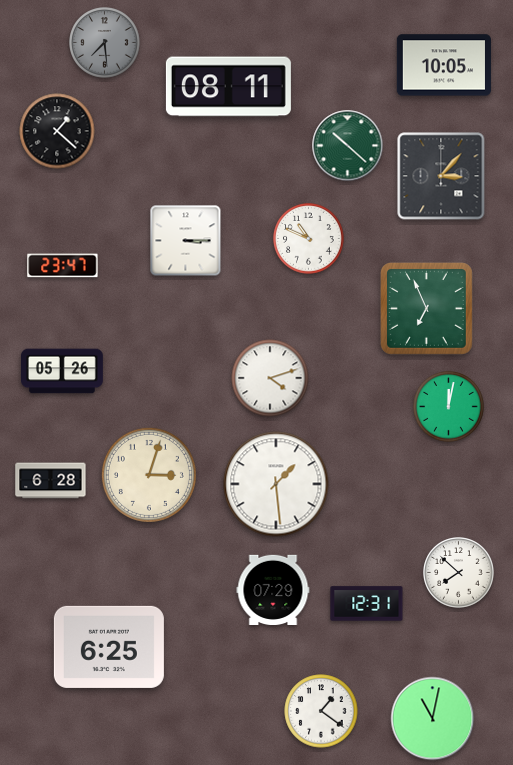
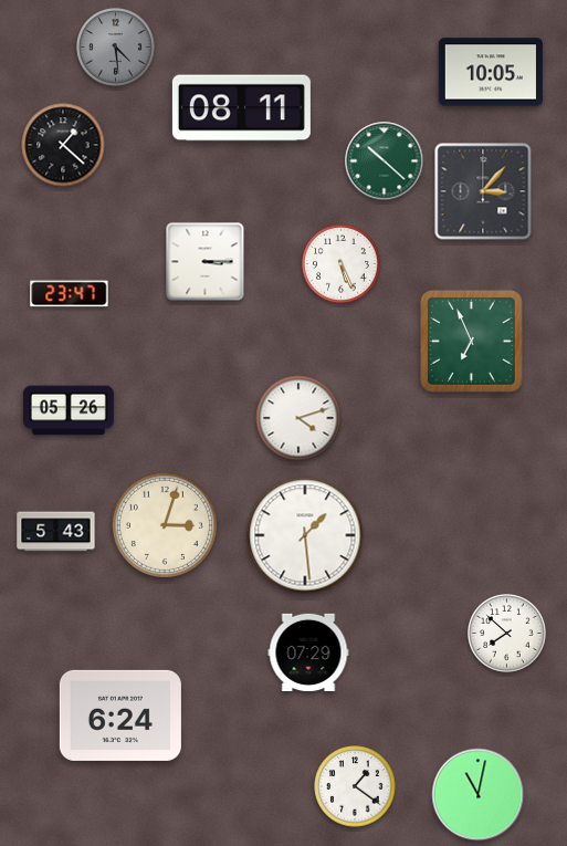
clock at (105, 43): 7:29 -> 4:29
clock at (228, 87) position: (228, 87) -> (241, 108)
clock at (441, 176) position: (441, 176) -> (483, 191)
clock at (309, 239): 10:49 -> 5:26
clock at (186, 241) position: (186, 241) -> (206, 262)
clock at (449, 407): 12:02 -> none
clock at (51, 481): 6:28 -> 5:43
clock at (273, 589) position: (273, 589) -> (308, 651)
clock at (367, 604): 12:31 -> none
clock at (109, 647): 6:25 -> 6:24
